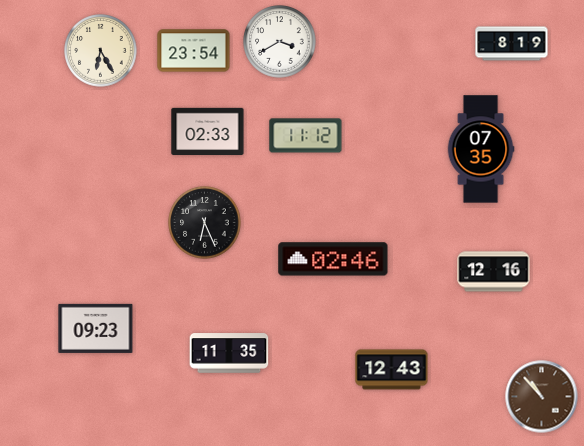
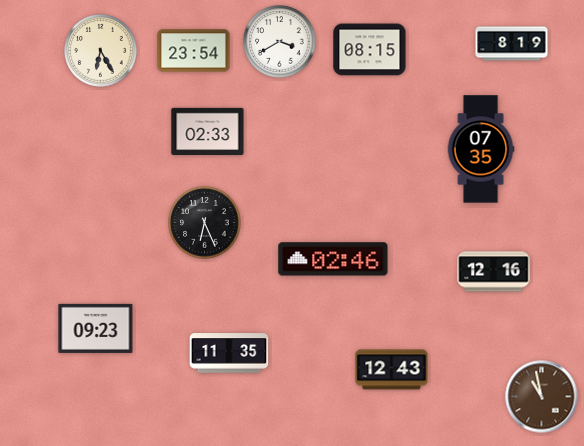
clock at (370, 50): none -> 08:15
clock at (306, 136): 11:12 -> none
clock at (542, 397): 10:53 -> 10:58
